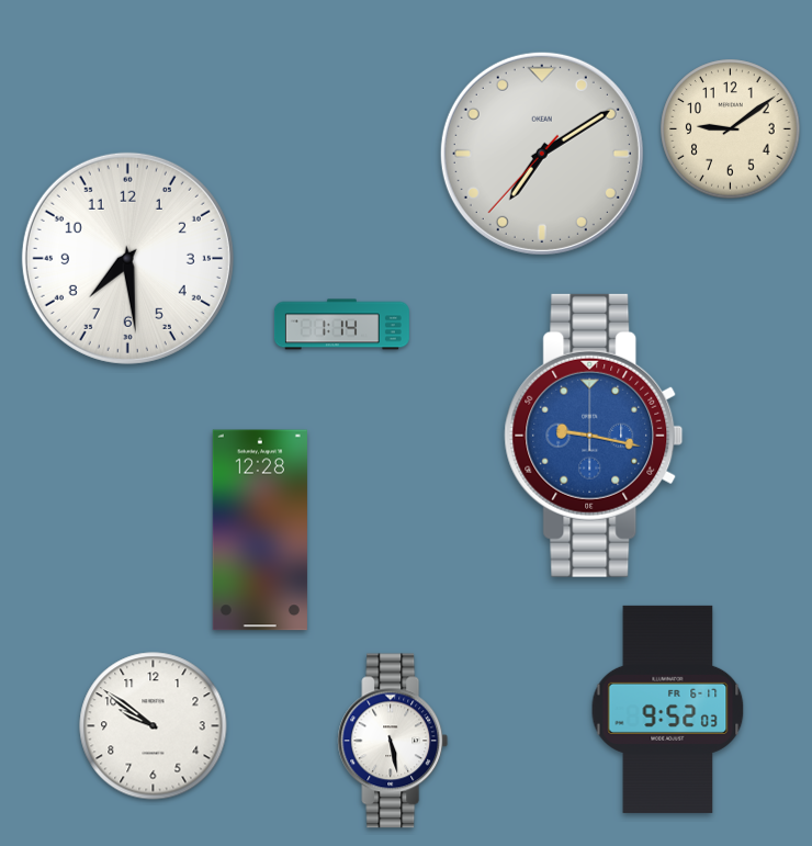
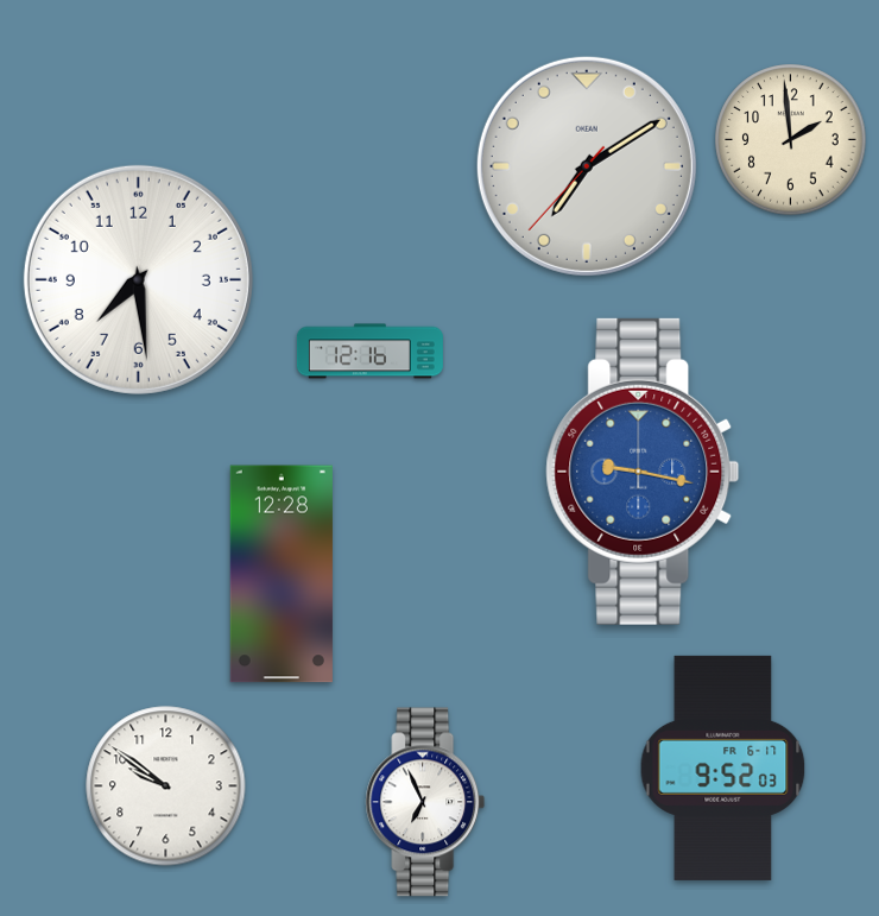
clock at (731, 129): 9:09 -> 1:59
clock at (341, 325): 1:14 -> 12:16
clock at (393, 741): 5:28 -> 6:56
